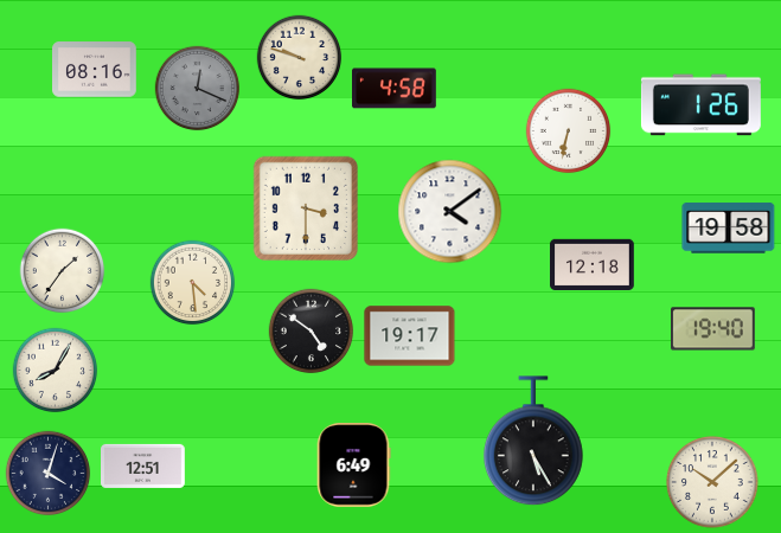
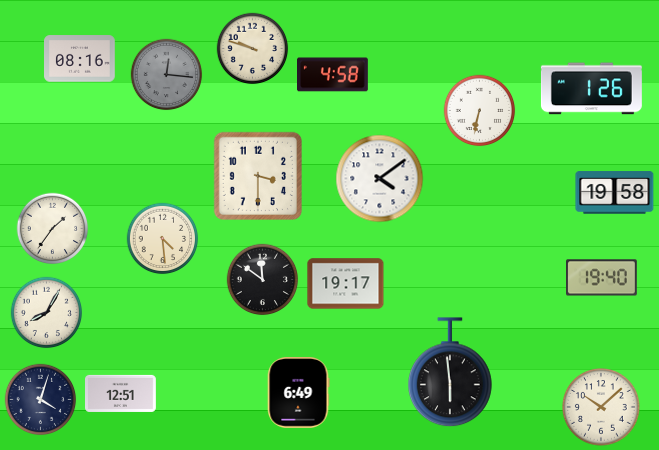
clock at (198, 89): 12:19 -> 12:16
clock at (593, 264): 12:18 -> none
clock at (312, 332): 4:51 -> 11:51
clock at (534, 442): 5:25 -> 5:59
